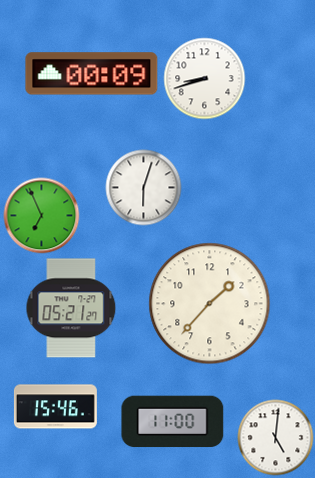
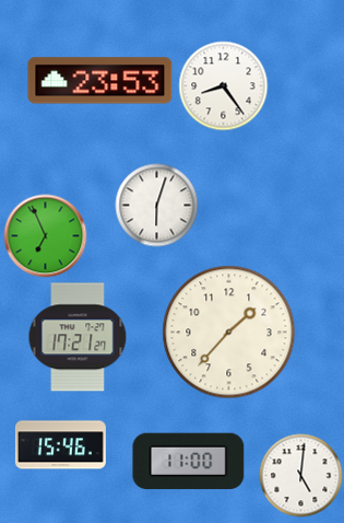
clock at (92, 74): 00:09 -> 23:53
clock at (205, 79): 8:42 -> 8:24
clock at (71, 308): 05:21 -> 17:21
clock at (276, 438) position: (276, 438) -> (301, 476)
